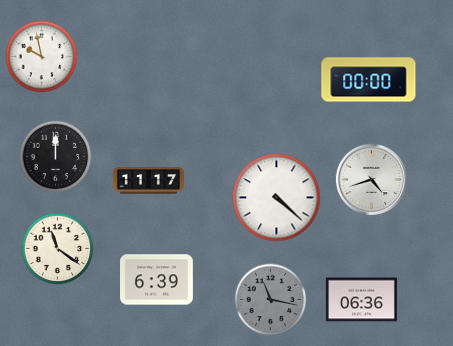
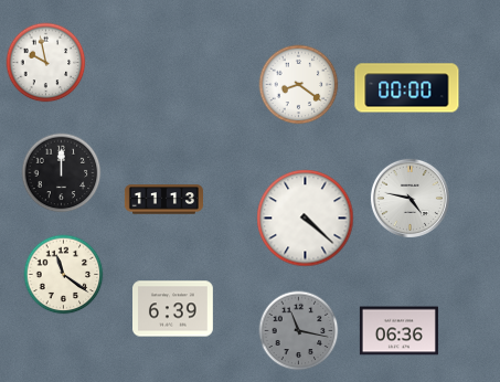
clock at (299, 85): none -> 8:21
clock at (371, 179): 4:42 -> 4:47
clock at (148, 181): 11:17 -> 11:13
